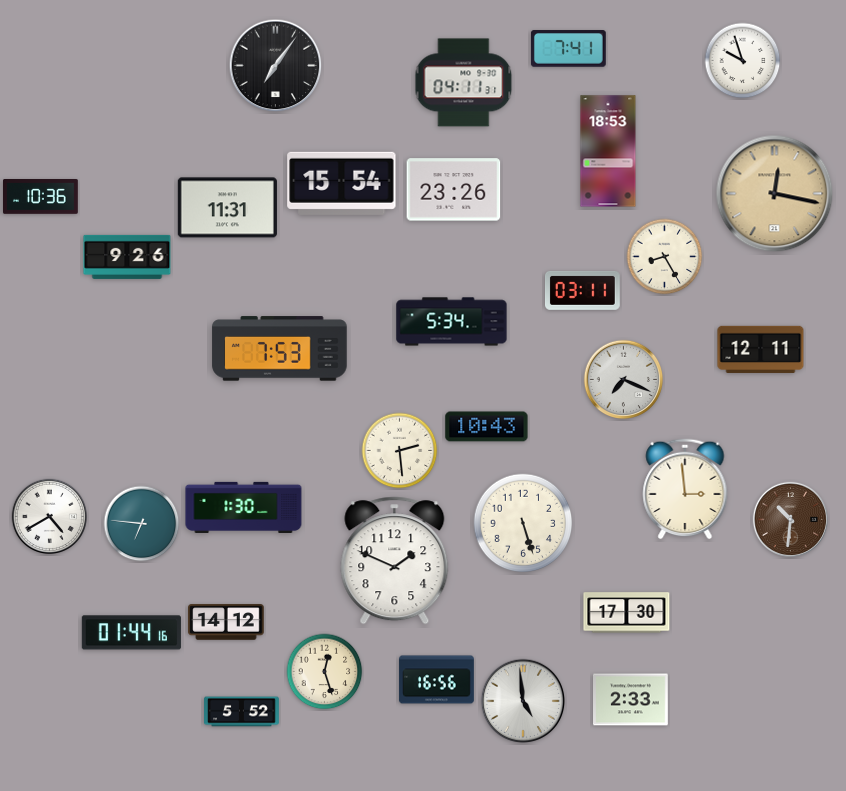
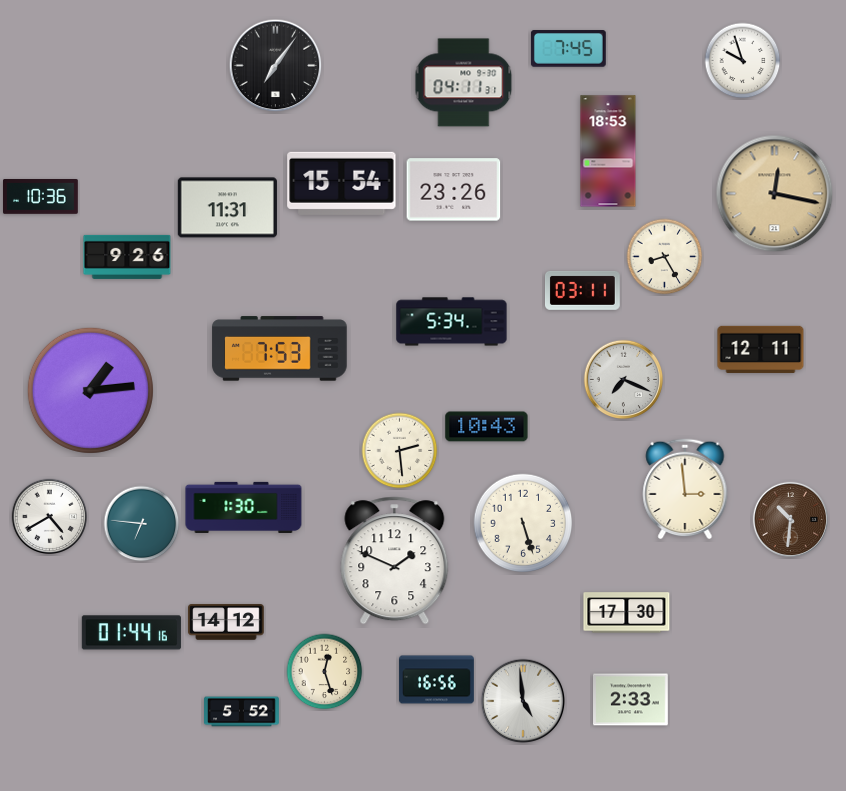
clock at (568, 49): 7:41 -> 7:45
clock at (90, 390): none -> 1:14
